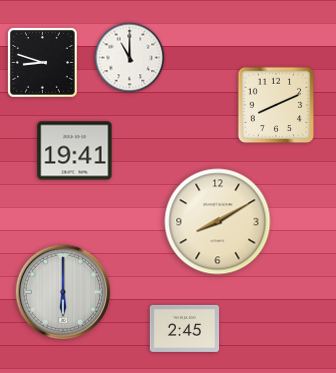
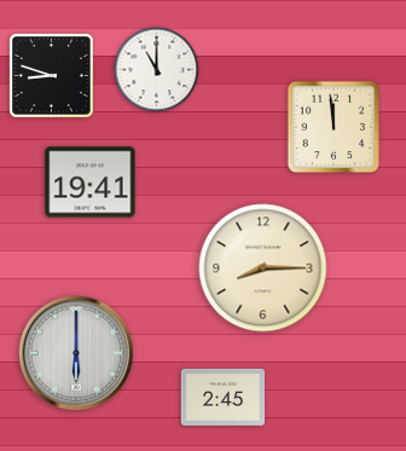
clock at (276, 105): 8:11 -> 11:59
clock at (218, 222): 8:10 -> 8:15
